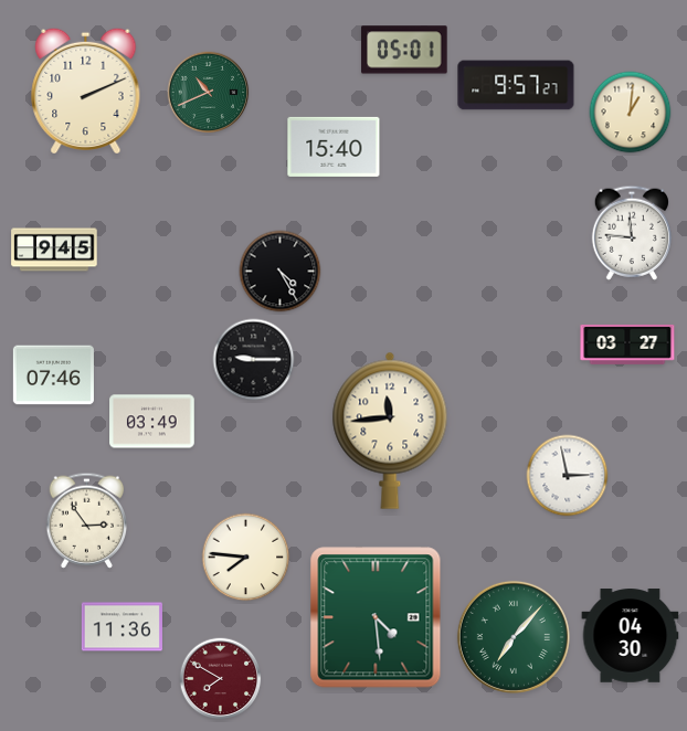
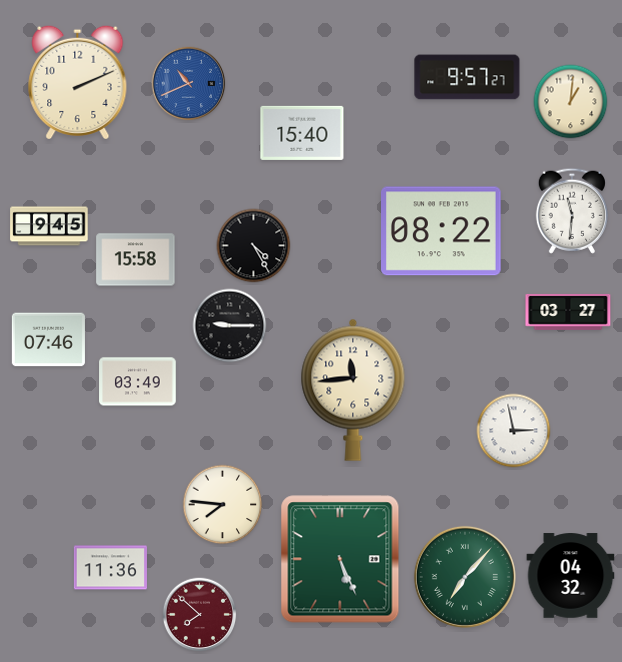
clock at (404, 50): 05:01 -> none
clock at (209, 93) dial: green -> blue
clock at (632, 233): 11:46 -> 11:31
clock at (442, 231): none -> 08:22
clock at (136, 260): none -> 15:58
clock at (87, 520): 2:54 -> none
clock at (376, 617): 4:29 -> 5:26
clock at (631, 636): 04:30 -> 04:32
clock at (221, 679): 7:50 -> 7:52
